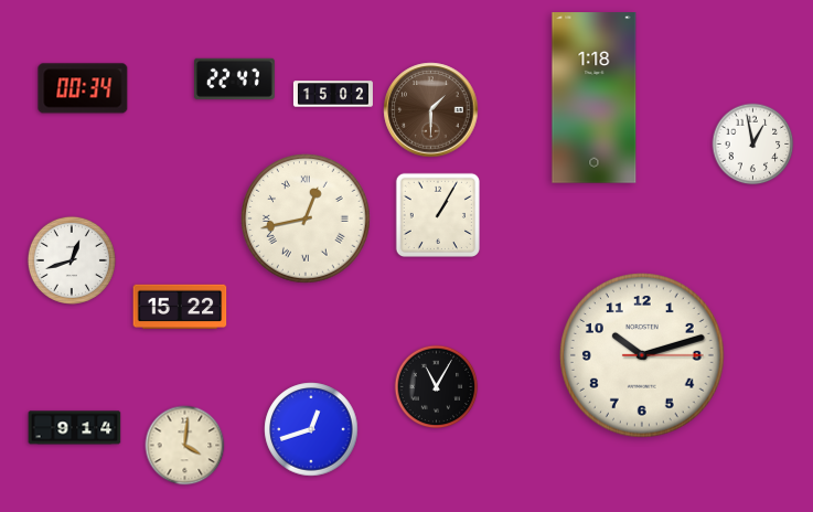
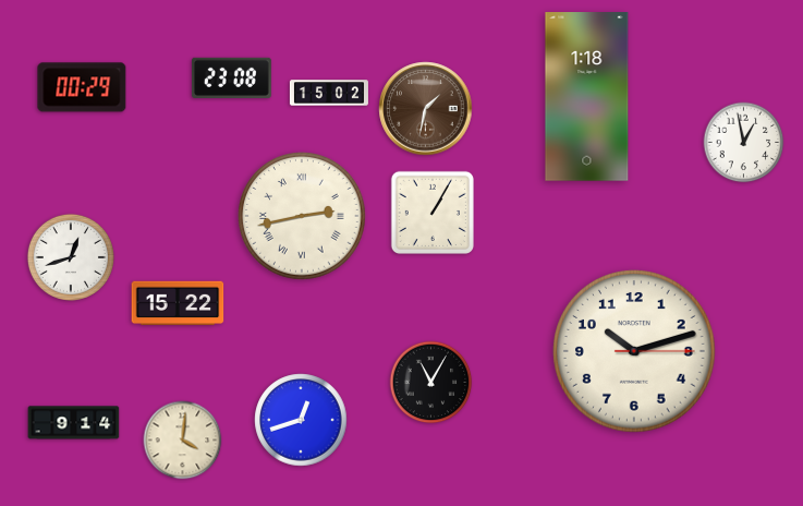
clock at (234, 78): 22:47 -> 23:08
clock at (83, 88): 00:34 -> 00:29
clock at (431, 110): 1:30 -> 1:32
clock at (306, 218): 12:43 -> 2:43
clock at (311, 429) position: (311, 429) -> (301, 420)
